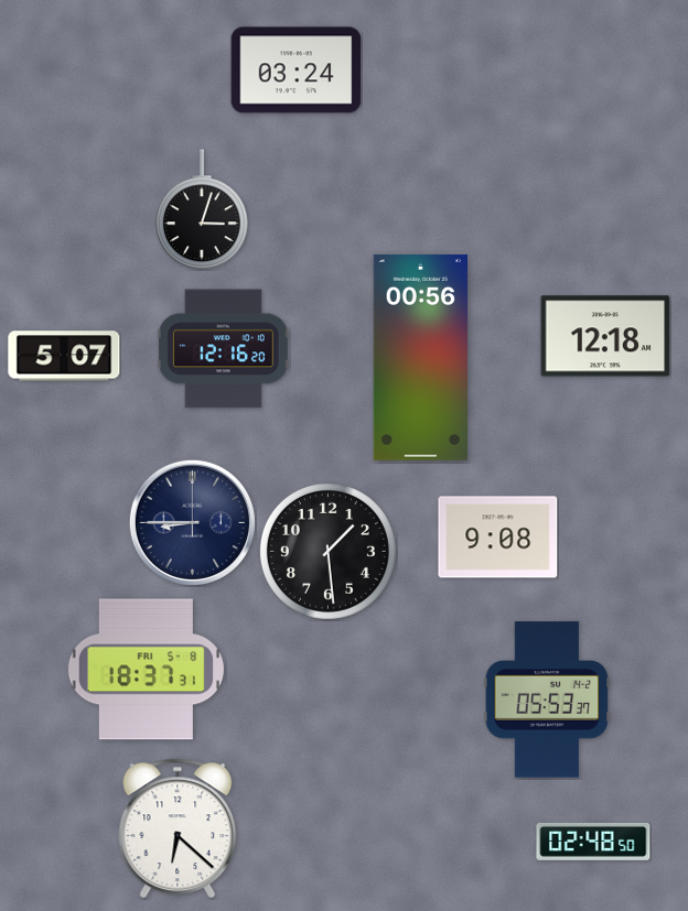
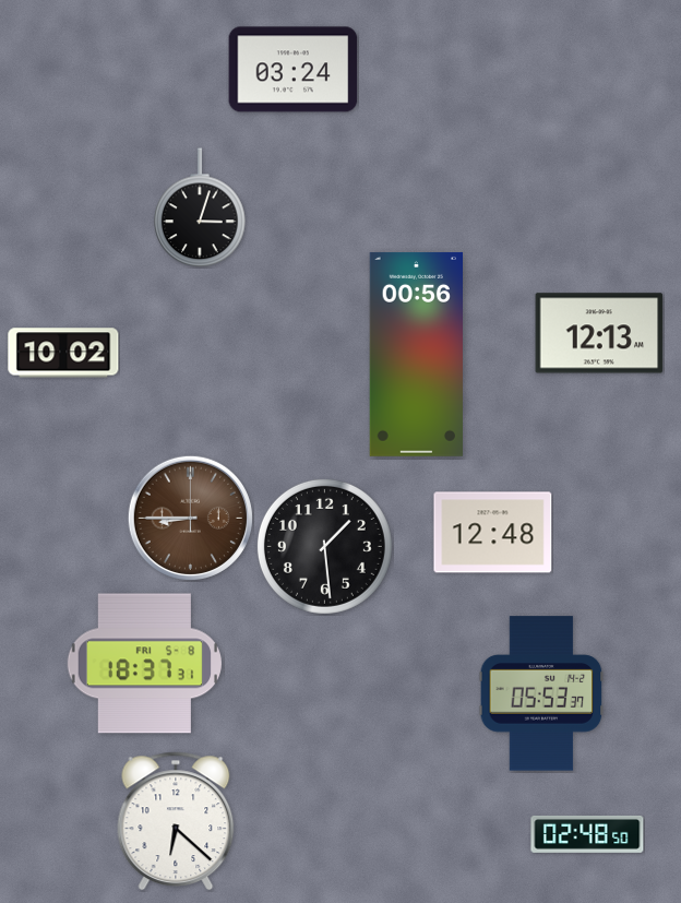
clock at (605, 336): 12:18 -> 12:13
clock at (223, 349): 12:16 -> none
clock at (64, 356): 5:07 -> 10:02
clock at (192, 522) dial: navy -> brown
clock at (498, 538): 9:08 -> 12:48
